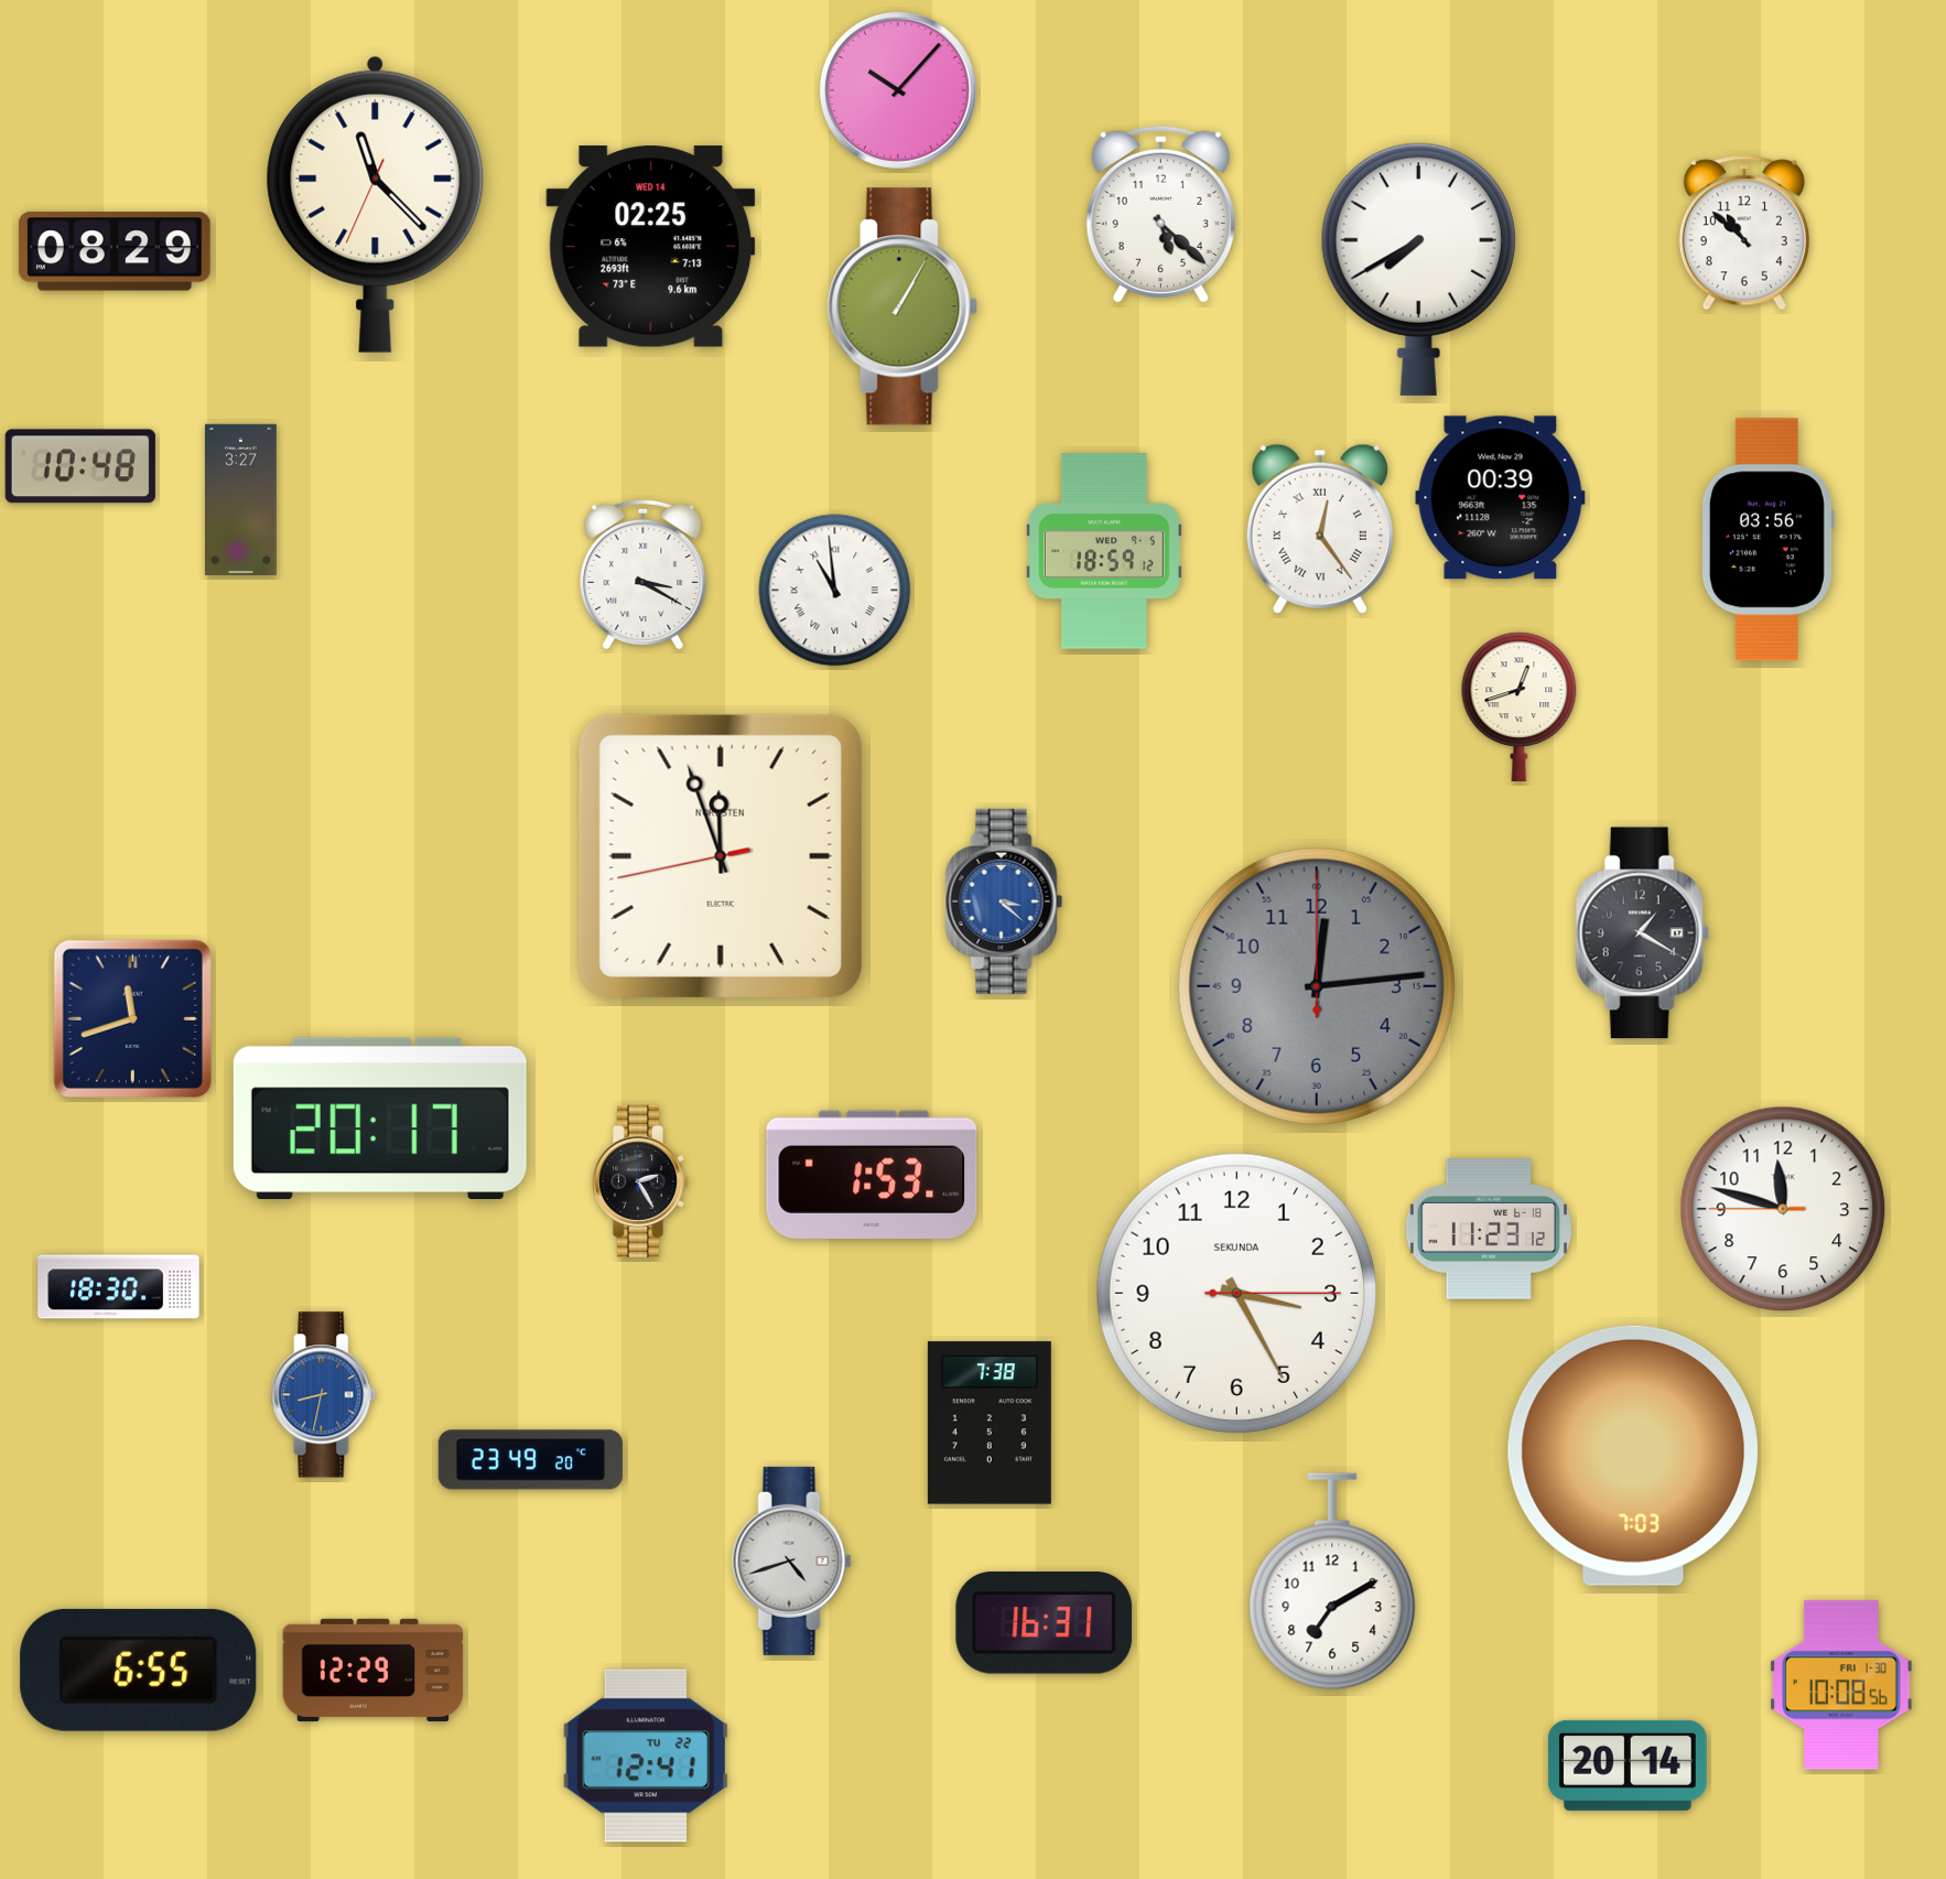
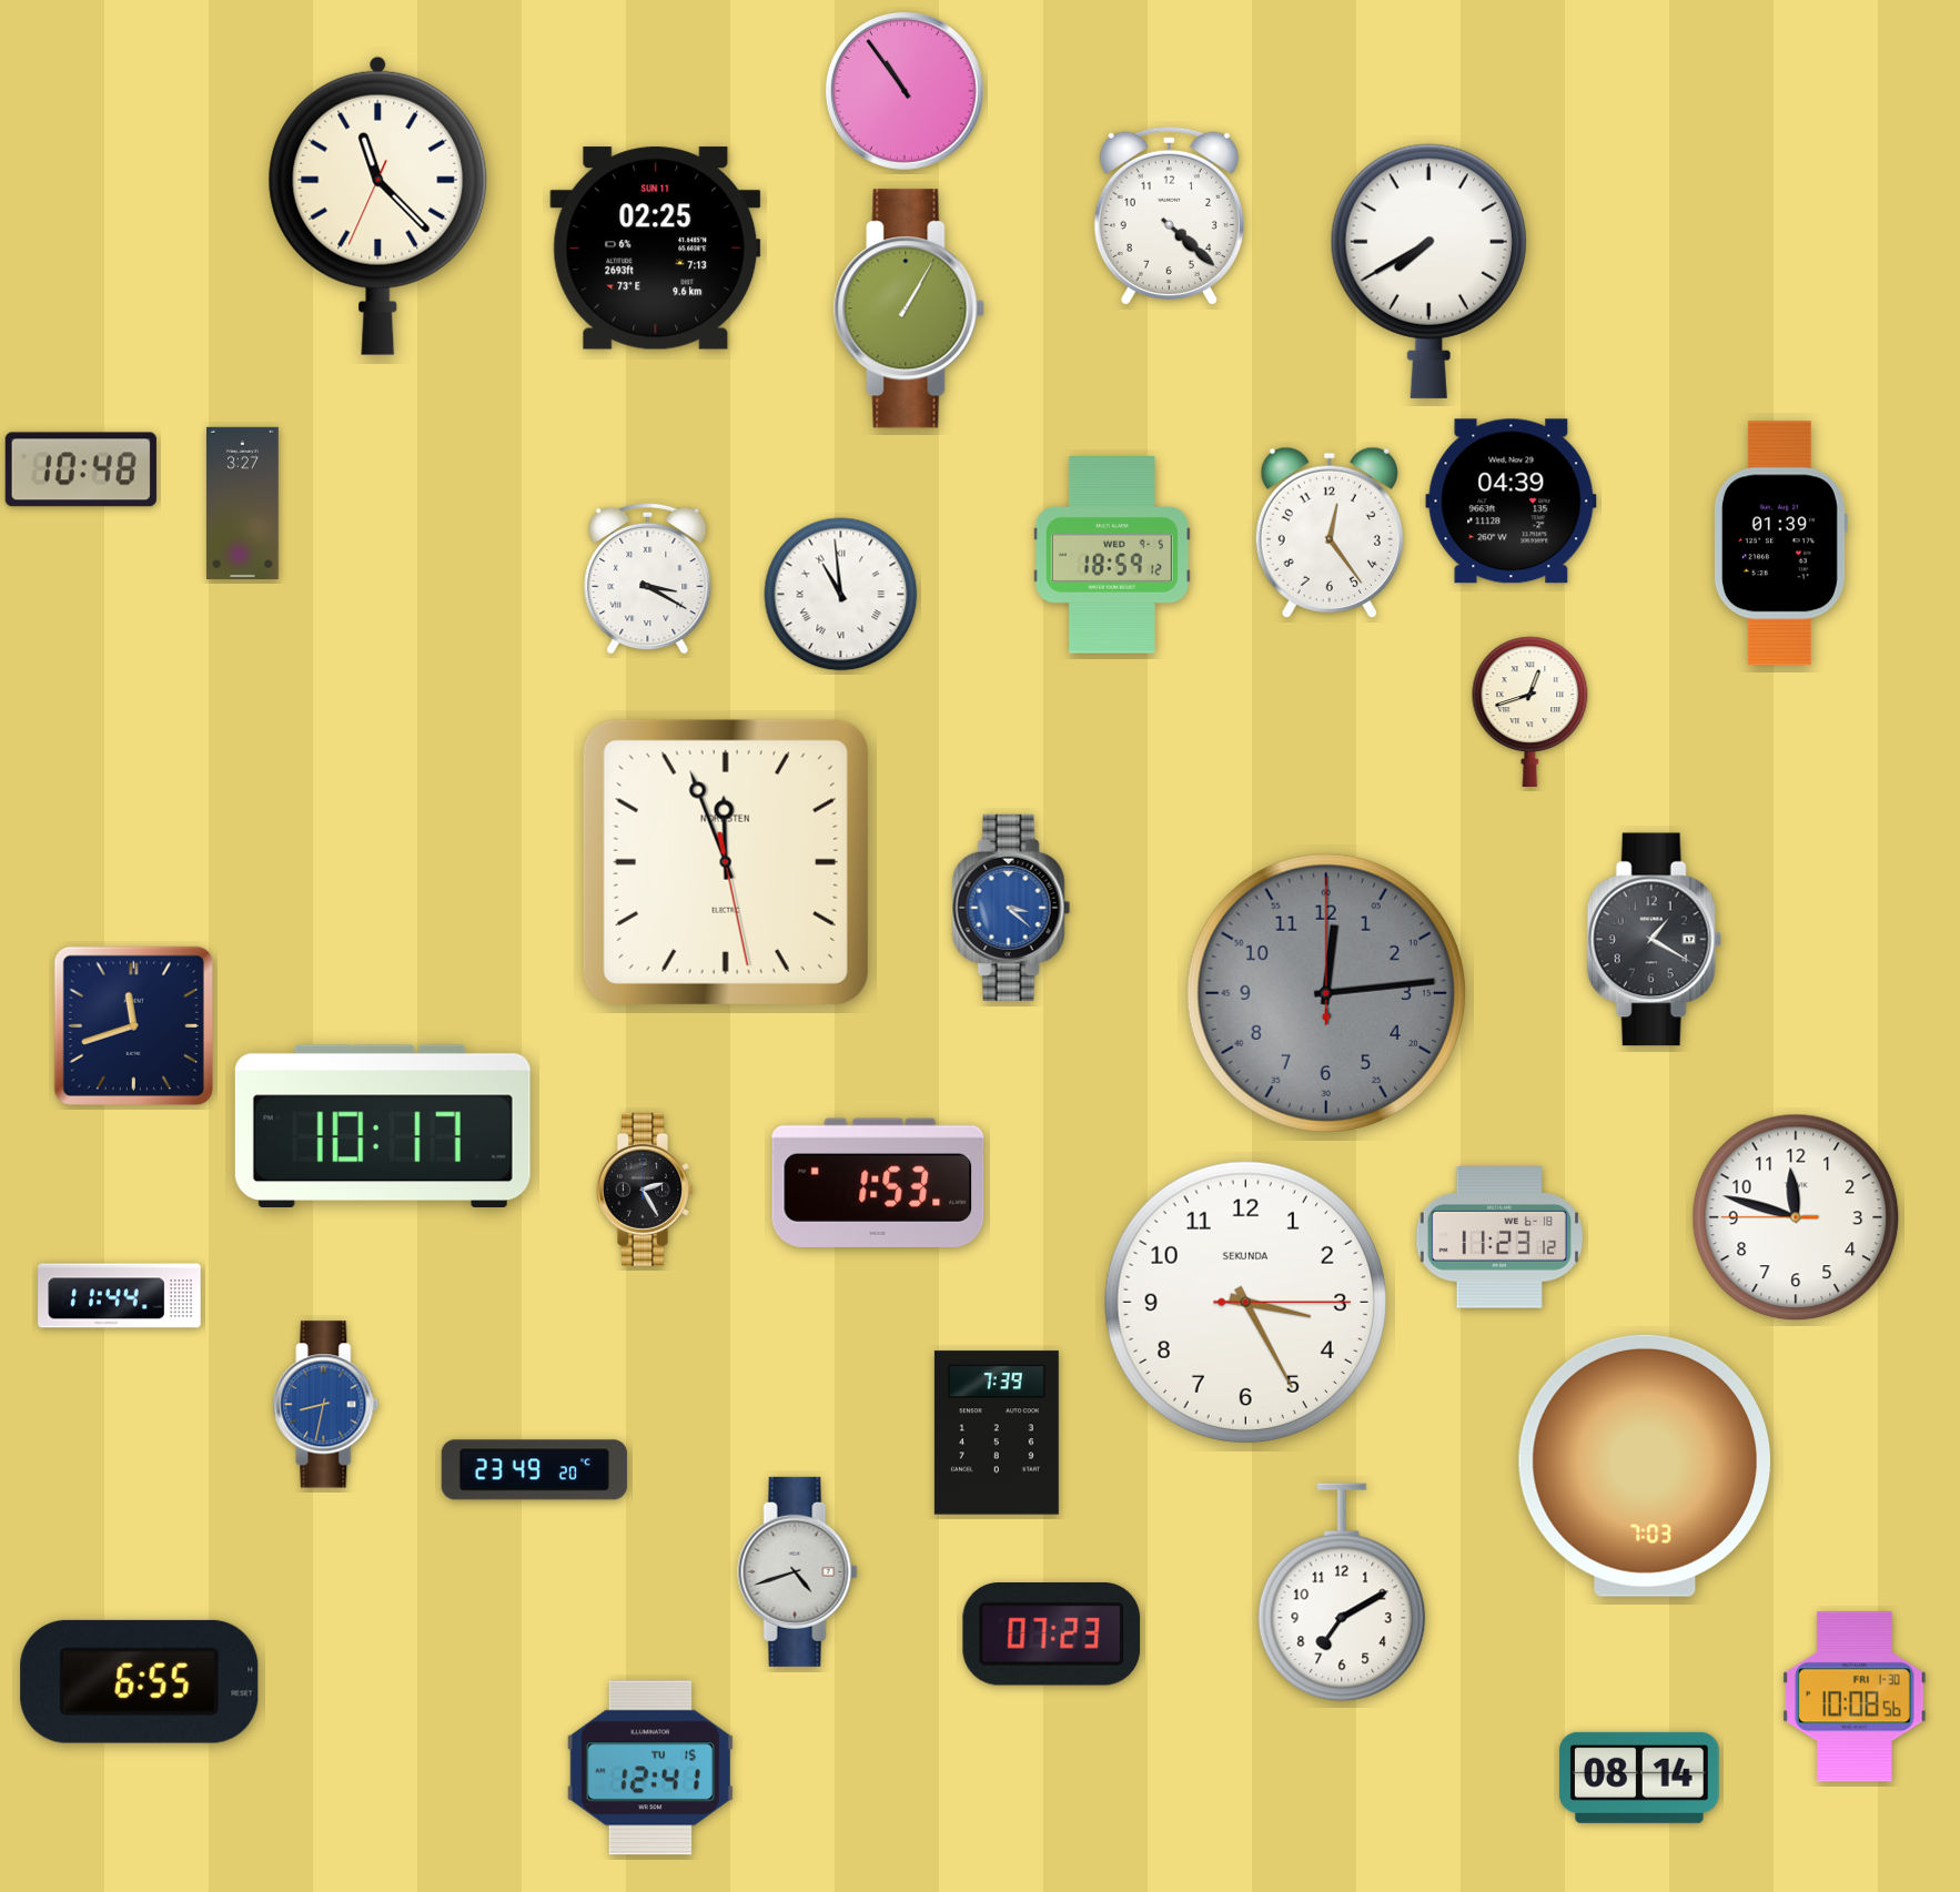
clock at (898, 90): 10:07 -> 10:54
clock at (1160, 214): 5:22 -> 4:22
clock at (1744, 233): 10:52 -> none
clock at (651, 247) date: WED 14 -> SUN 11
clock at (115, 251): 08:29 -> none
clock at (1501, 498): 00:39 -> 04:39
clock at (1320, 529) numerals: Roman -> Arabic
clock at (1767, 540): 03:56 -> 01:39
clock at (721, 856): 11:56:43 -> 11:56:28
clock at (380, 1117): 20:17 -> 10:17
clock at (119, 1287): 18:30 -> 11:44
clock at (990, 1423): 7:38 -> 7:39
clock at (1045, 1623): 16:31 -> 07:23
clock at (374, 1670): 12:29 -> none
clock at (646, 1756) date: TU 22 -> TU 15
clock at (1628, 1765): 20:14 -> 08:14
